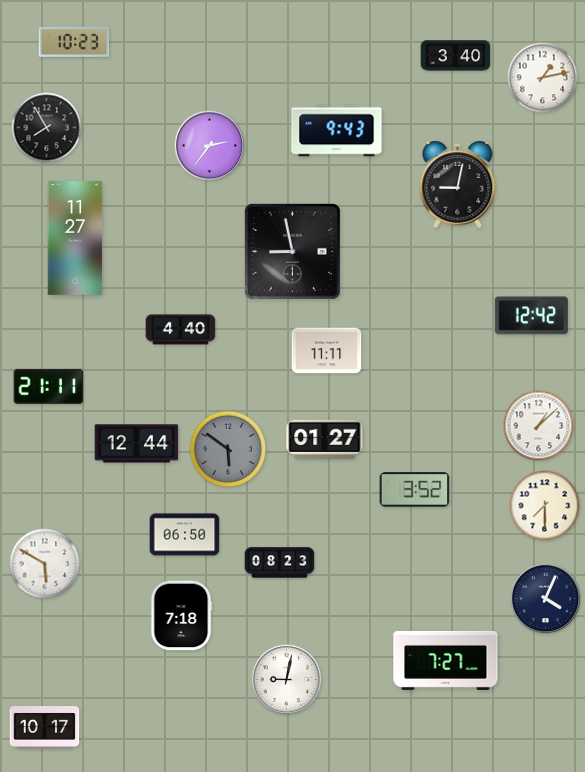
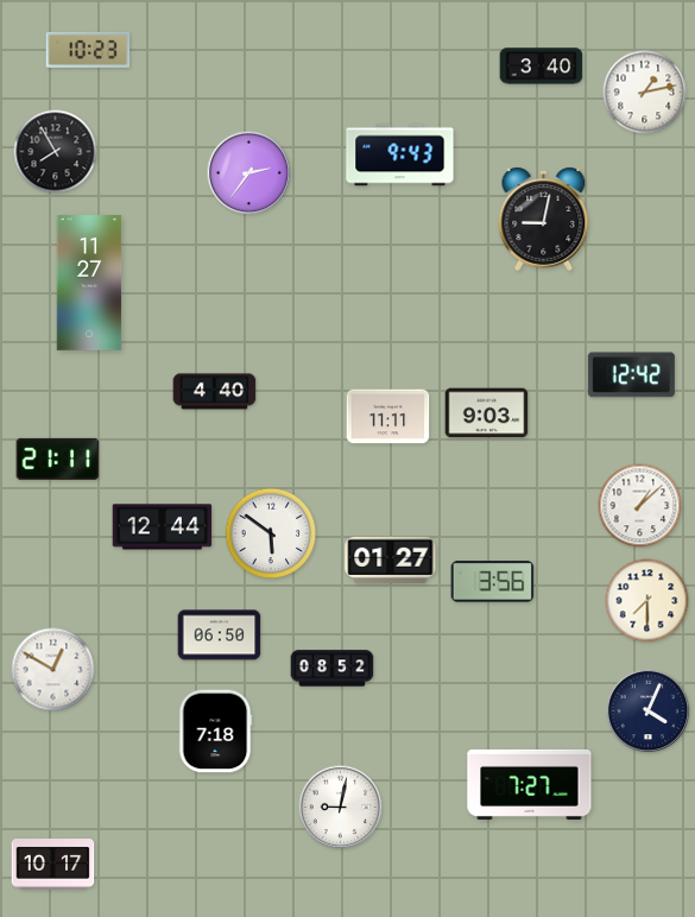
clock at (292, 251): 8:58 -> none
clock at (487, 413): none -> 9:03
clock at (325, 439) position: (325, 439) -> (391, 559)
clock at (228, 449) dial: grey -> white
clock at (415, 490): 3:52 -> 3:56
clock at (280, 563): 08:23 -> 08:52
clock at (45, 564): 5:50 -> 12:50
